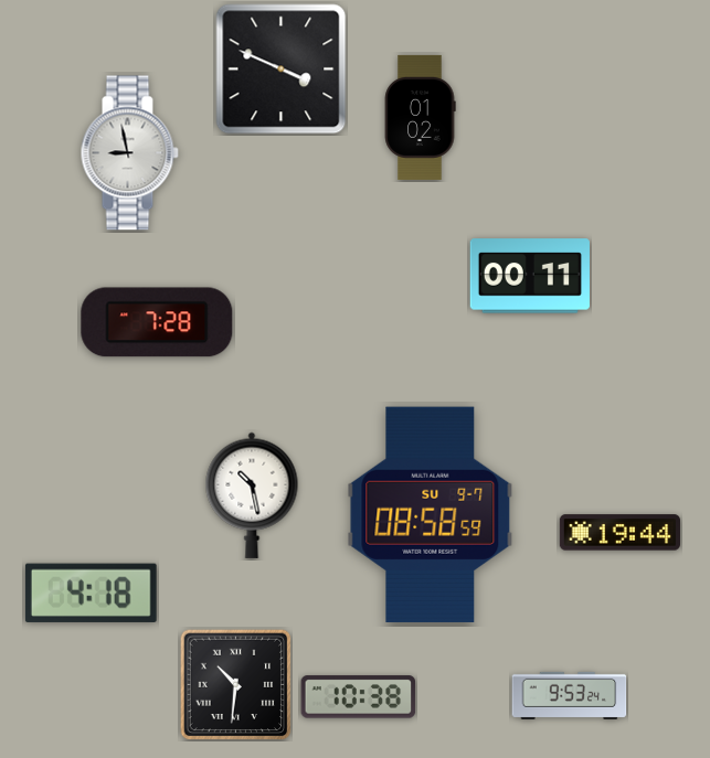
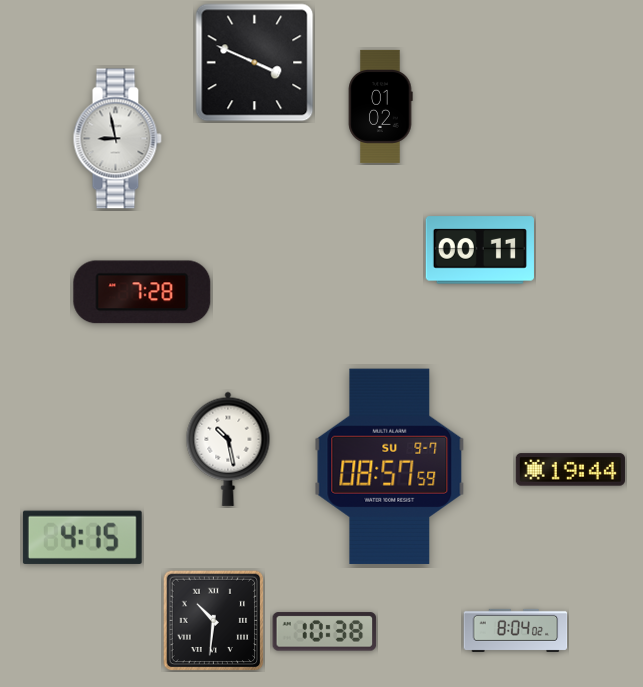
clock at (431, 514): 08:58 -> 08:57
clock at (619, 533) position: (619, 533) -> (570, 470)
clock at (91, 592): 4:18 -> 4:15
clock at (570, 695): 9:53 -> 8:04
